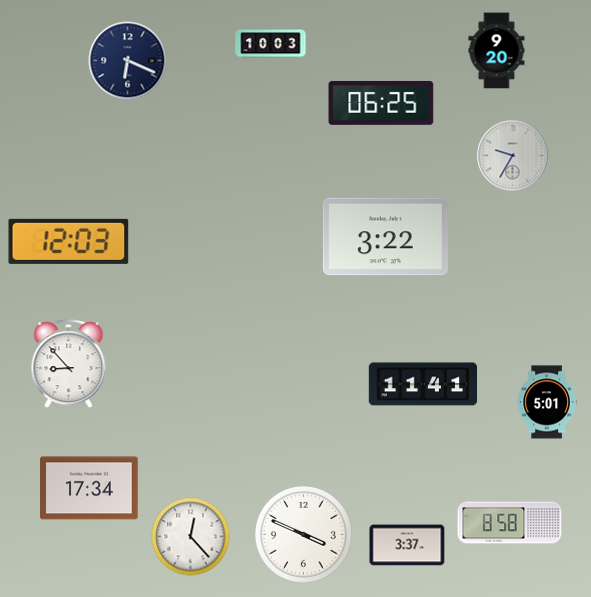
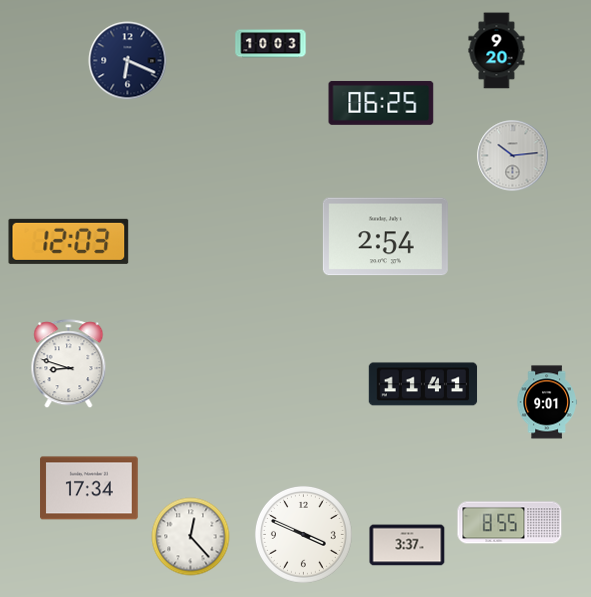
clock at (513, 156): 9:35 -> 10:14
clock at (385, 237): 3:22 -> 2:54
clock at (69, 364): 8:53 -> 8:48
clock at (547, 402): 5:01 -> 9:01
clock at (510, 523): 8:58 -> 8:55
